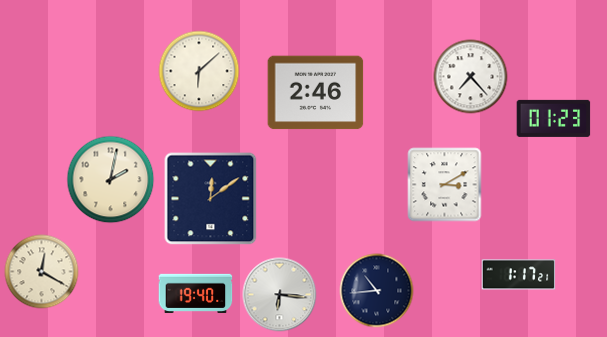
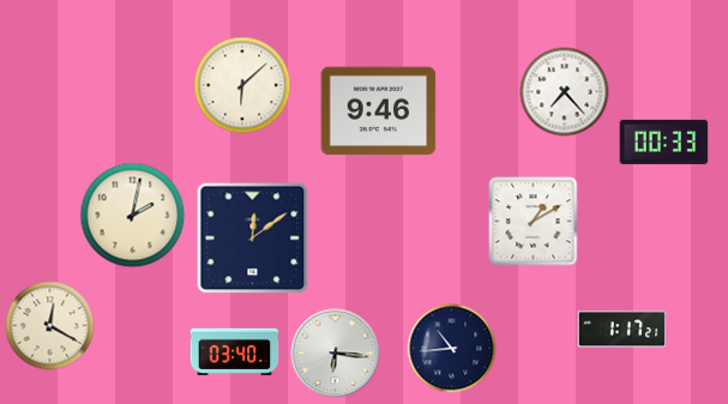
clock at (199, 71) position: (199, 71) -> (242, 85)
clock at (316, 93): 2:46 -> 9:46
clock at (554, 118): 01:23 -> 00:33
clock at (445, 185): 3:10 -> 1:10
clock at (196, 293): 19:40 -> 03:40
